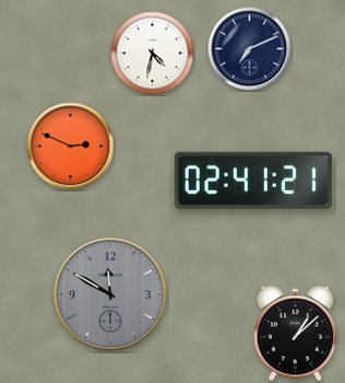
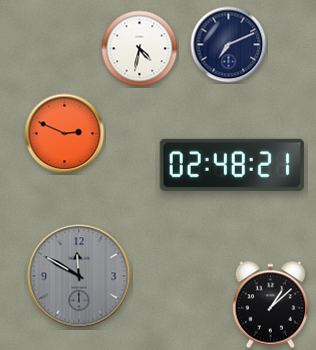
clock at (253, 181): 02:41 -> 02:48
clock at (110, 294) position: (110, 294) -> (79, 276)
